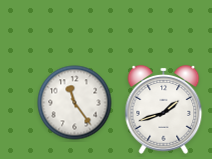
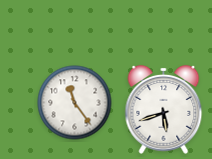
clock at (164, 109): 1:42 -> 5:42
